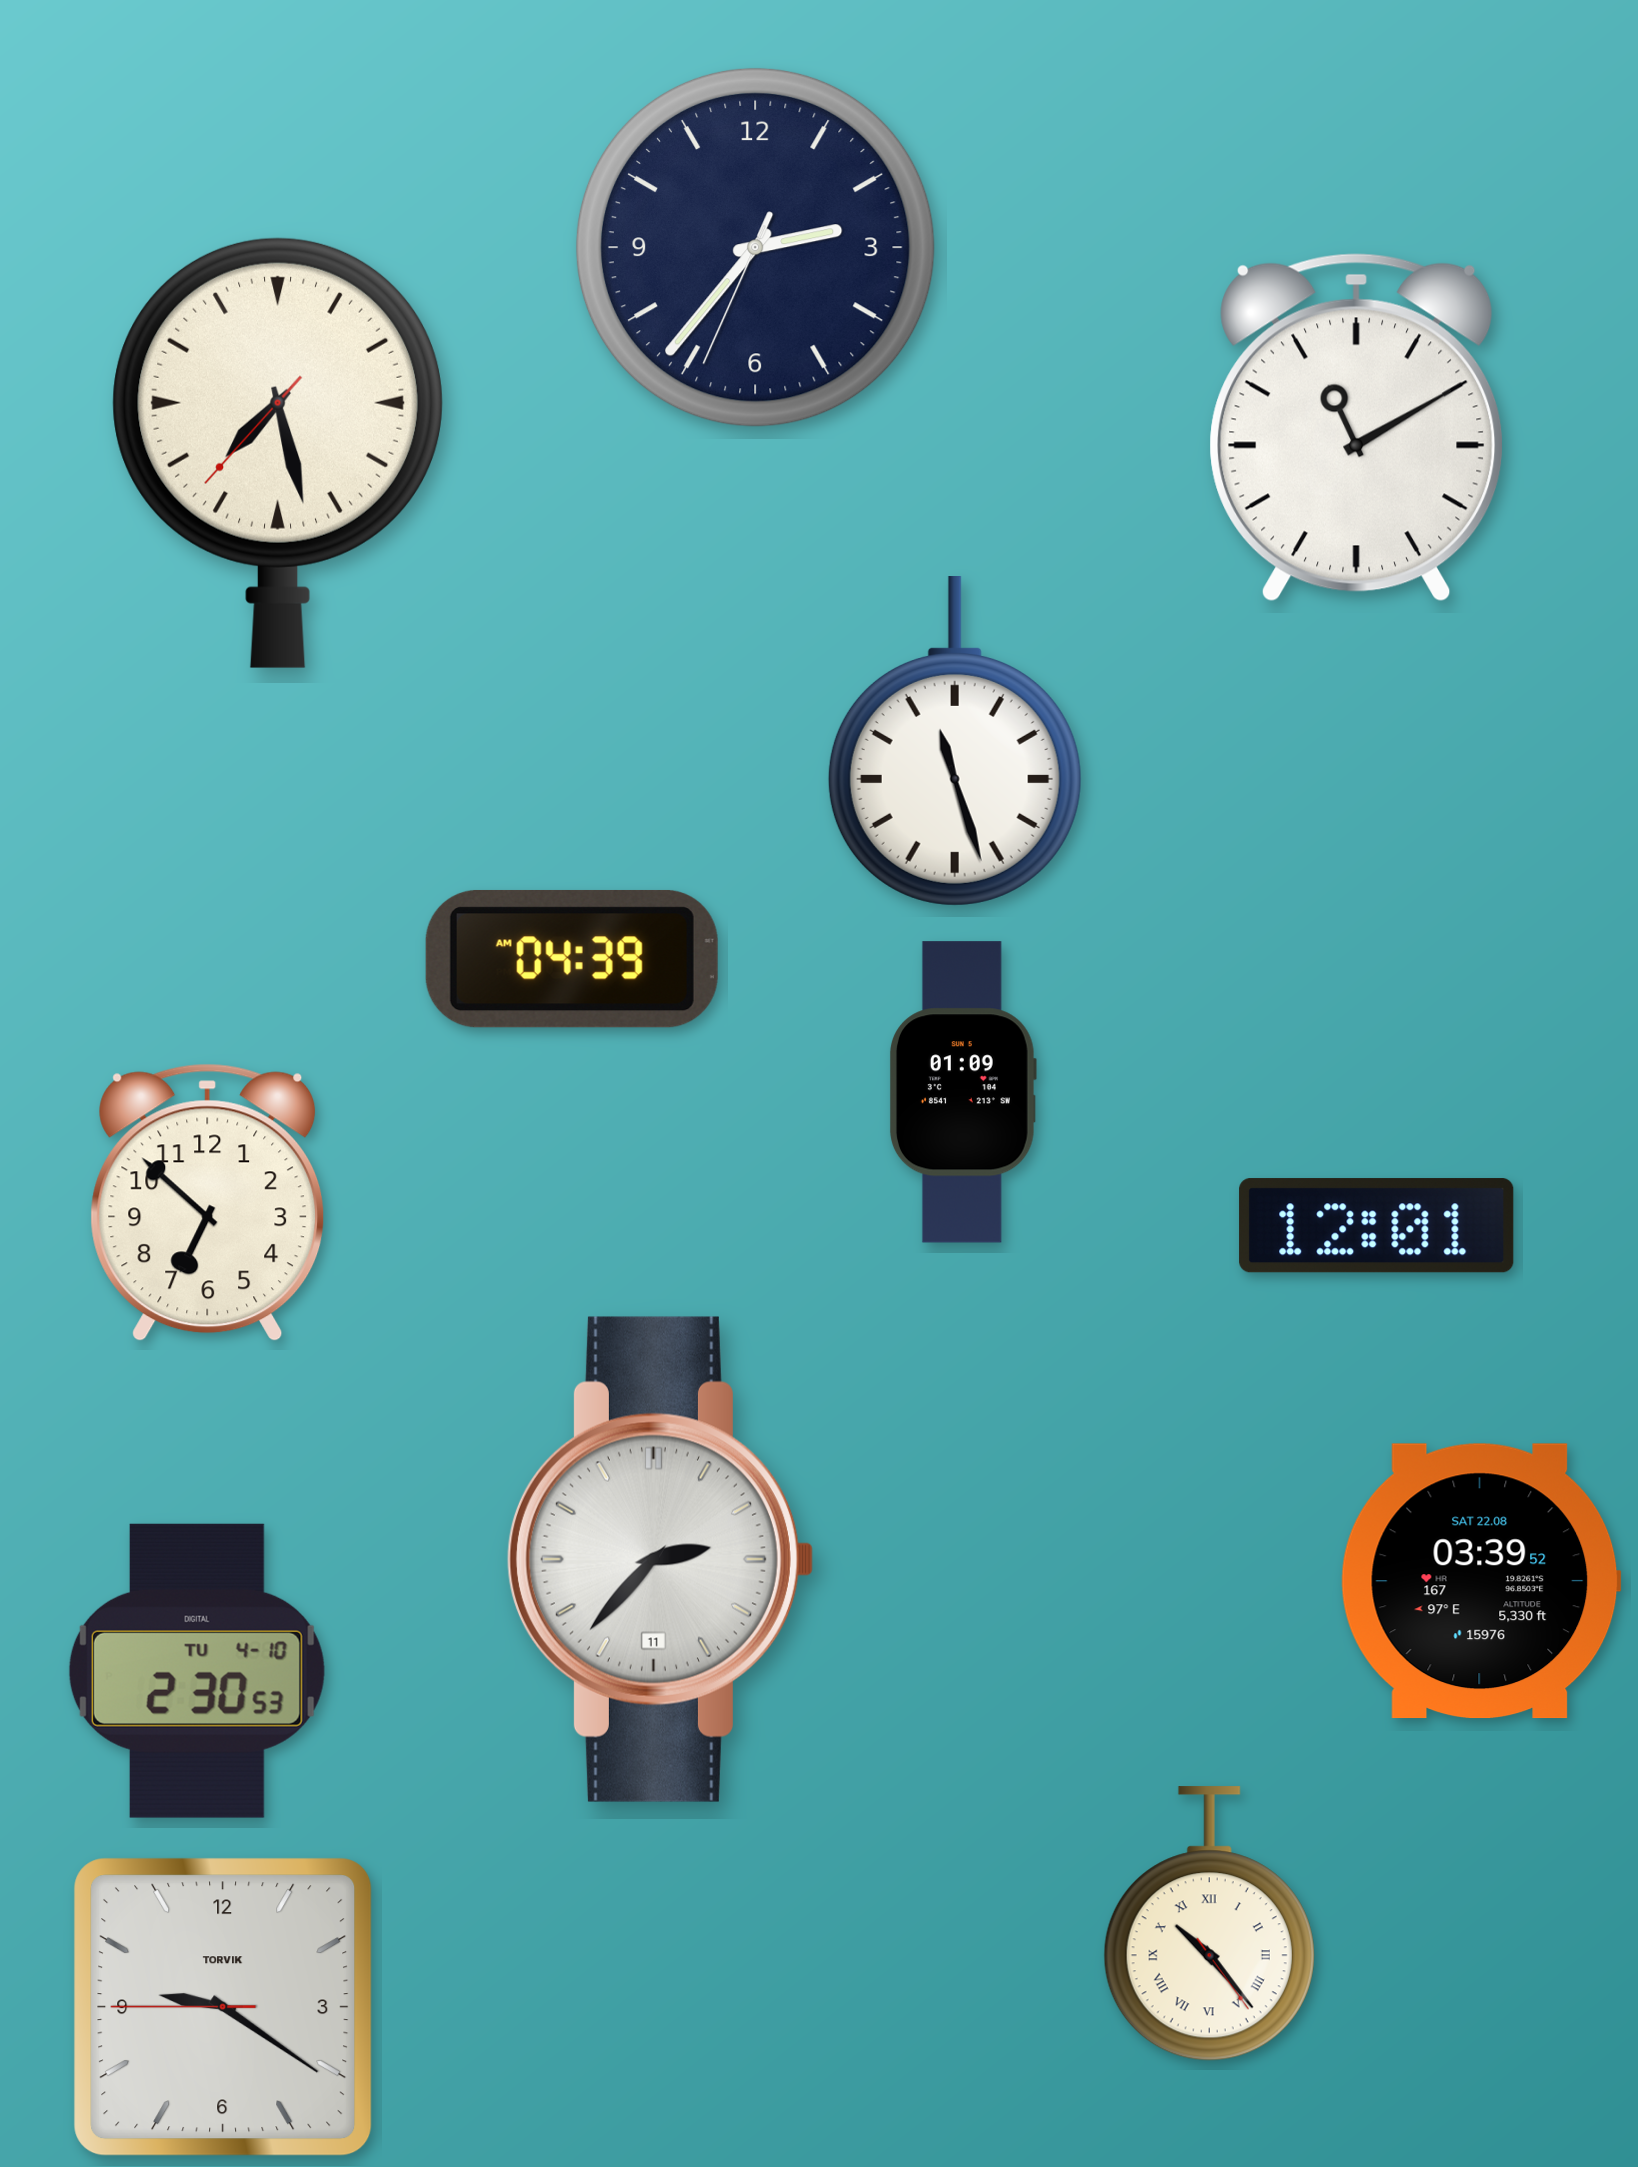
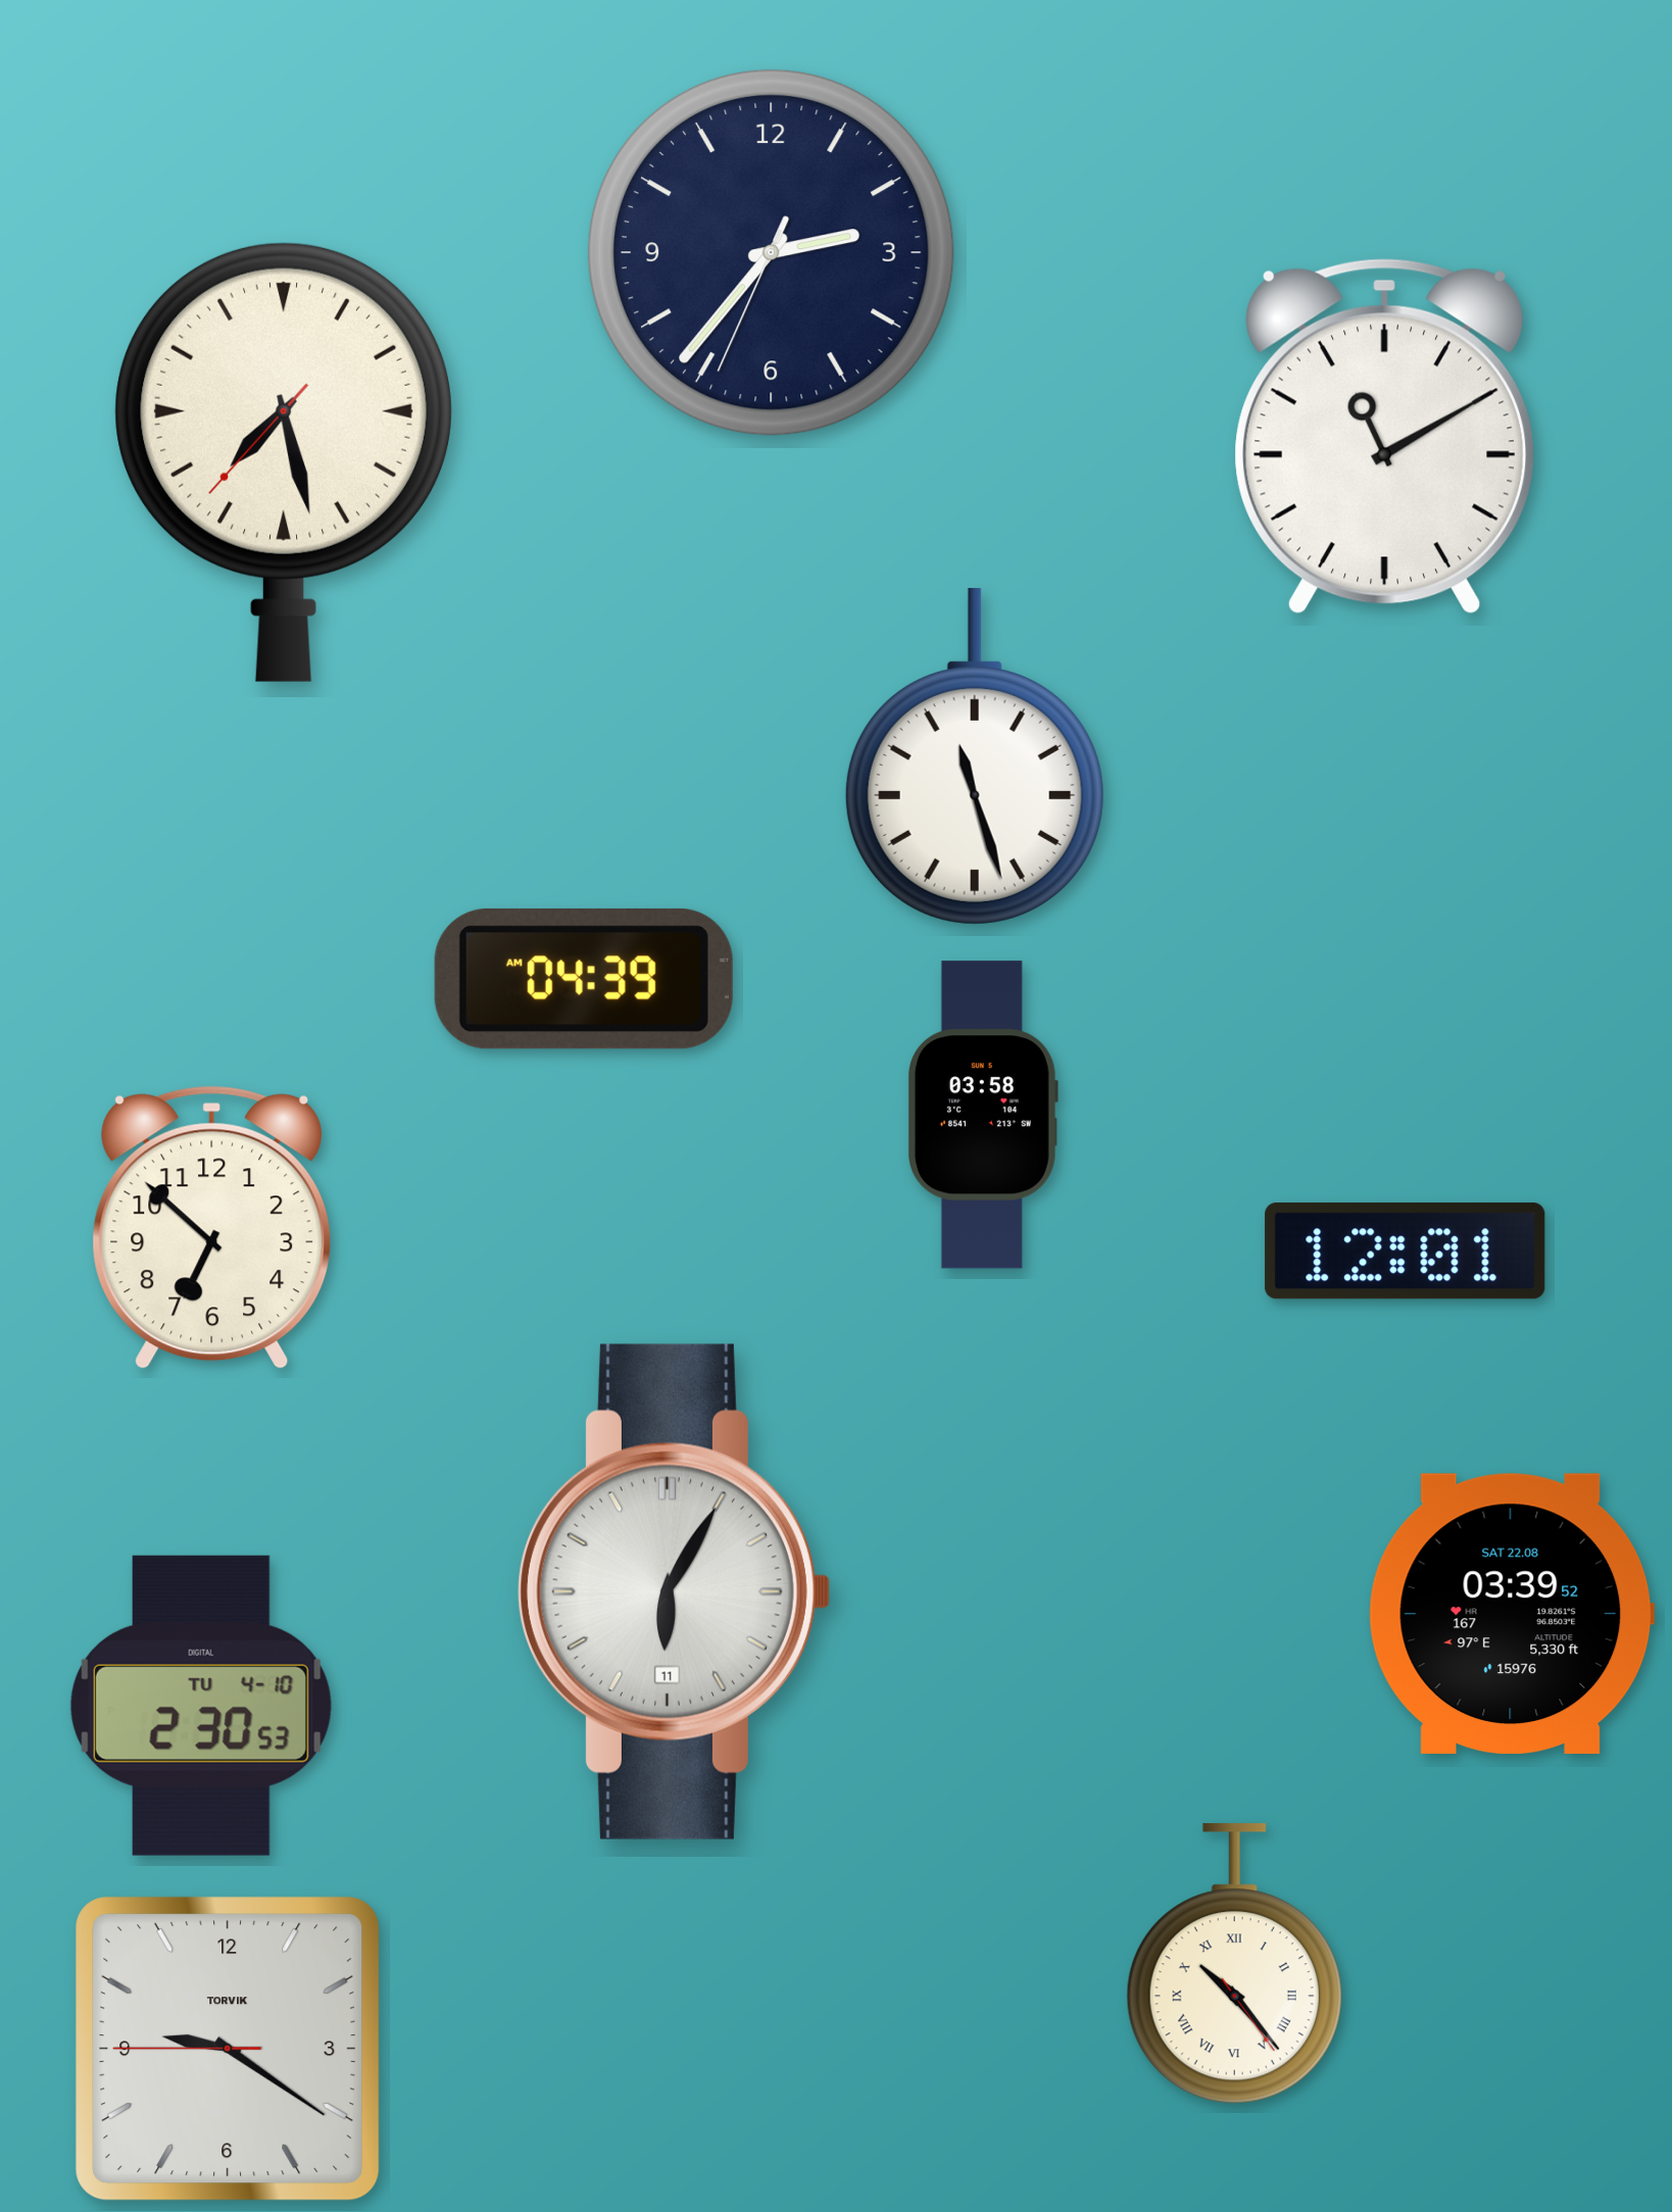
clock at (963, 1092): 01:09 -> 03:58
clock at (660, 1559): 2:37 -> 6:05
